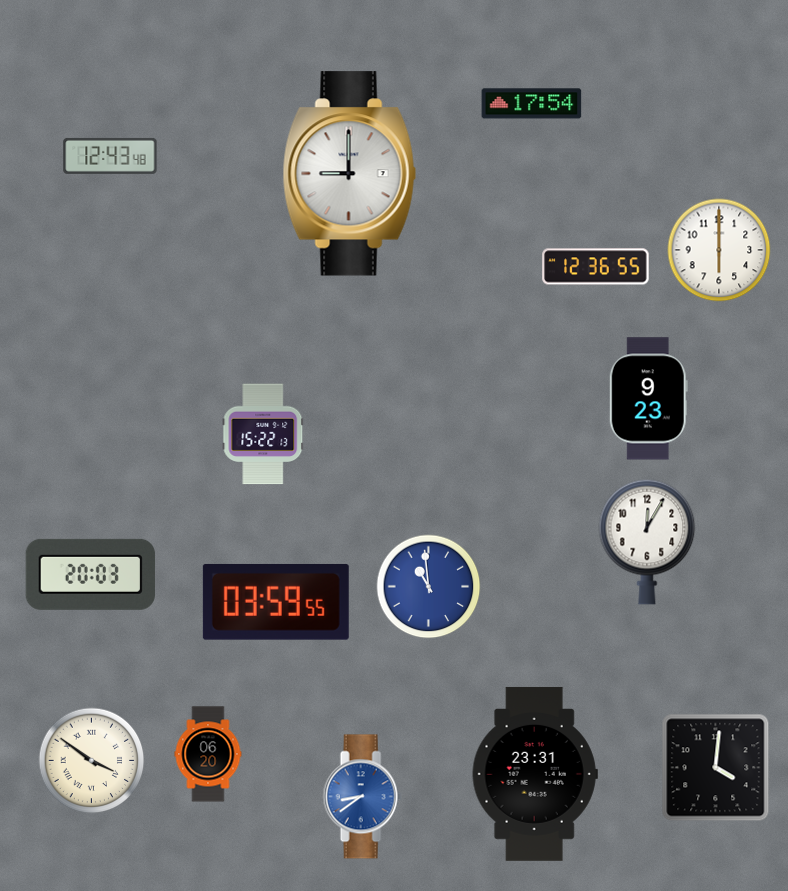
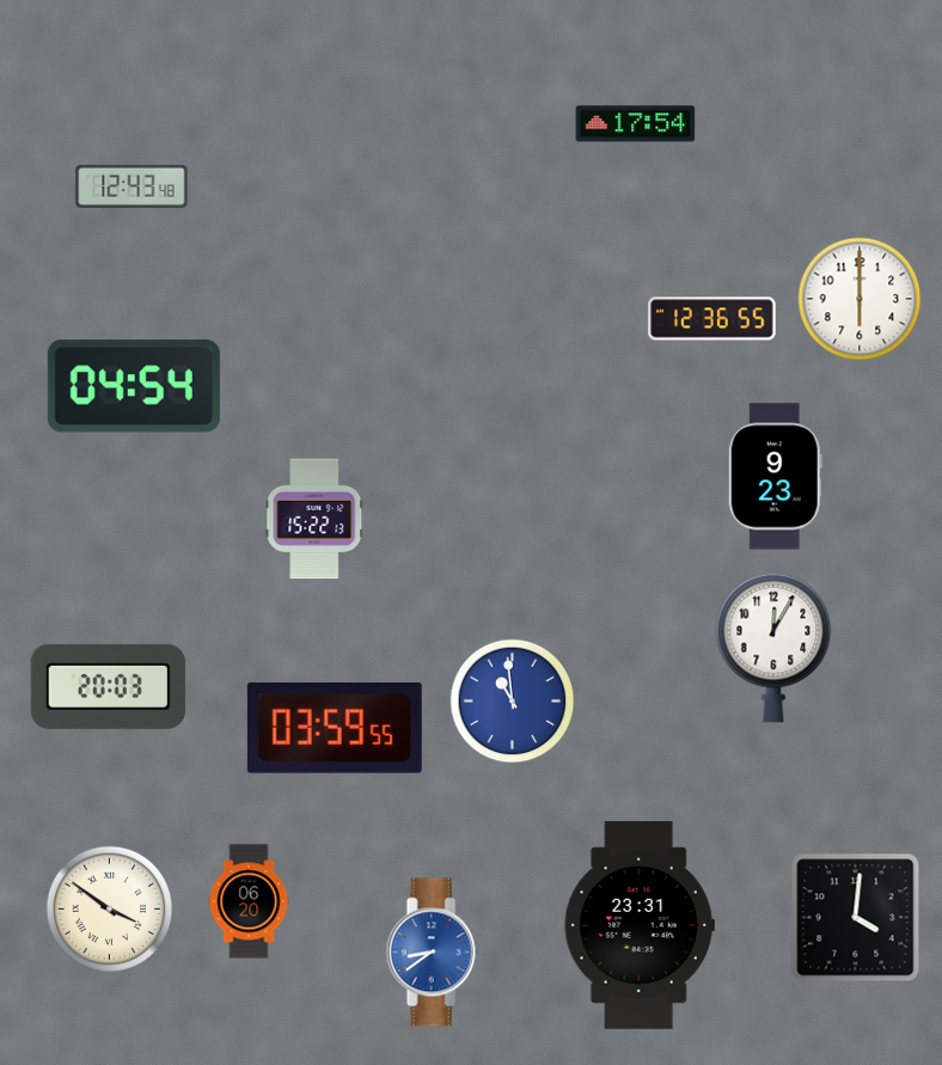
clock at (349, 174): 9:00 -> none
clock at (134, 386): none -> 04:54
clock at (276, 602) position: (276, 602) -> (335, 728)
